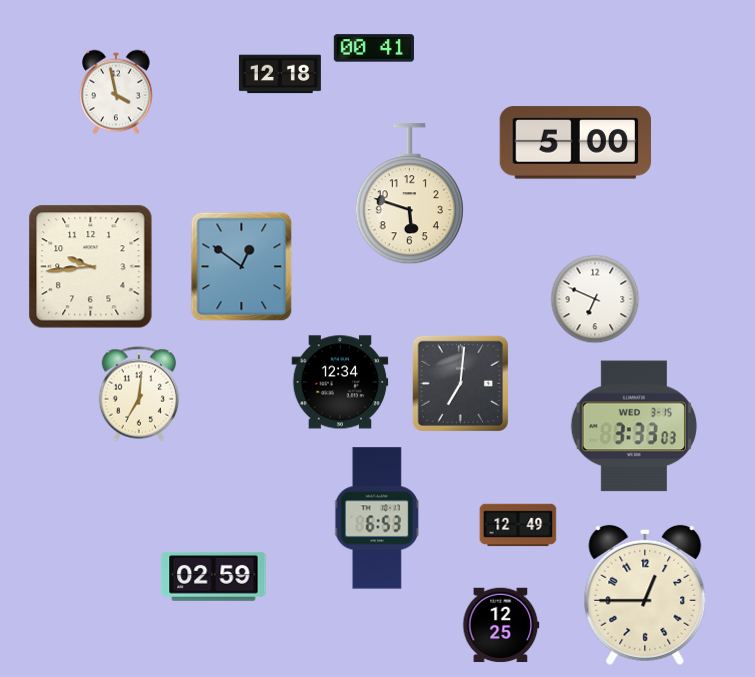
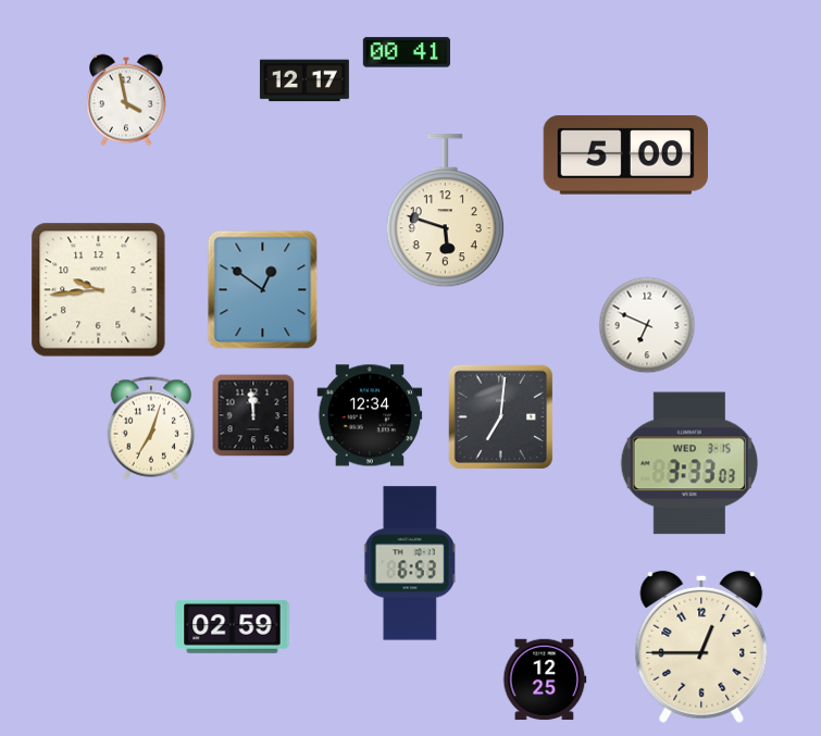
clock at (280, 74): 12:18 -> 12:17
clock at (253, 415): none -> 11:59
clock at (139, 394): 7:01 -> 7:03
clock at (518, 525): 12:49 -> none
